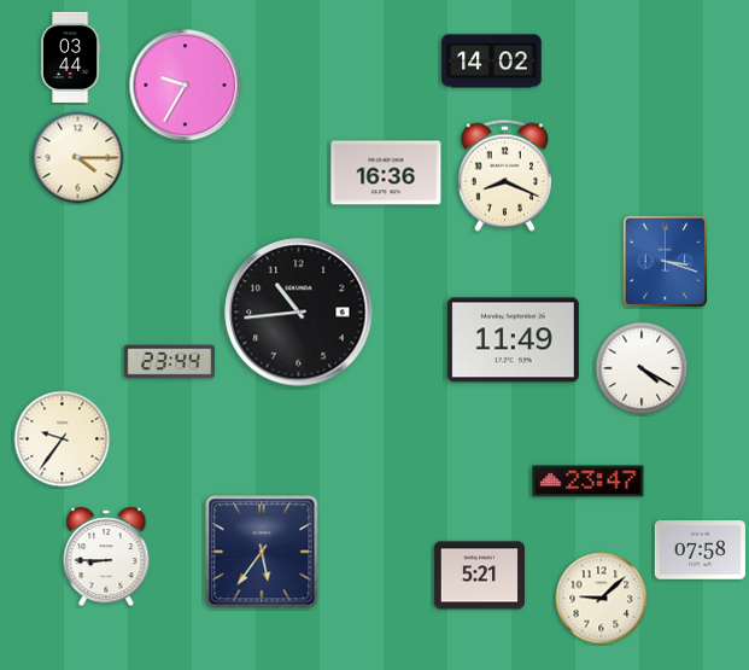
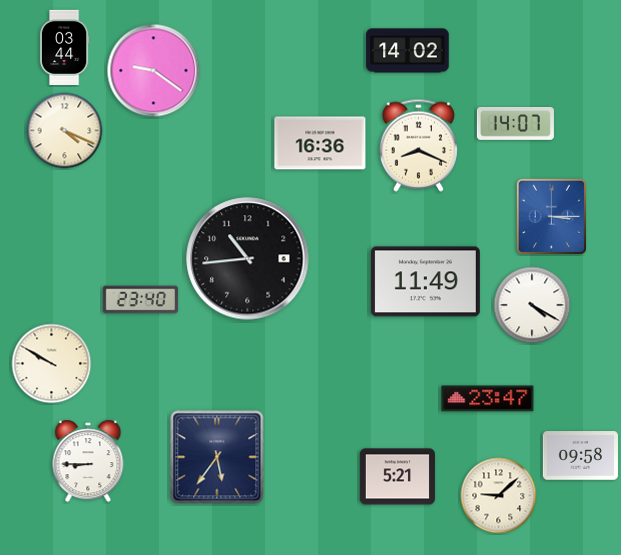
clock at (70, 57) position: (70, 57) -> (64, 47)
clock at (186, 86): 9:35 -> 9:21
clock at (515, 124): none -> 14:07
clock at (78, 158): 4:15 -> 4:19
clock at (665, 261): 3:18 -> 3:15
clock at (169, 362): 23:44 -> 23:40
clock at (63, 439): 9:36 -> 9:50
clock at (700, 550): 07:58 -> 09:58
